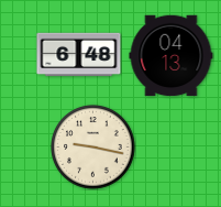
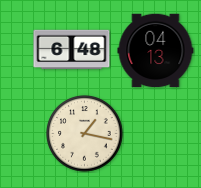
clock at (93, 148): 9:17 -> 1:17
